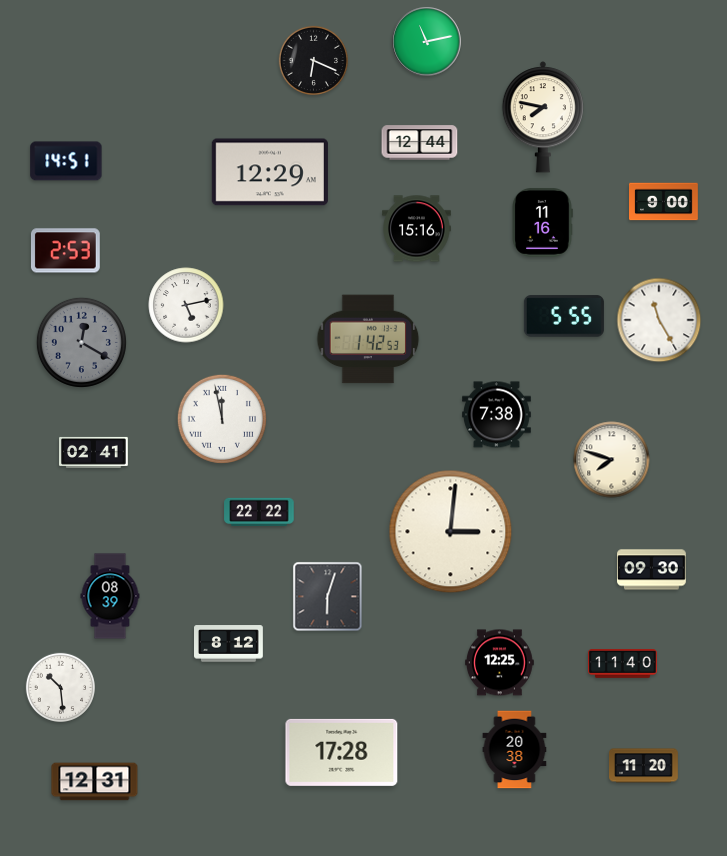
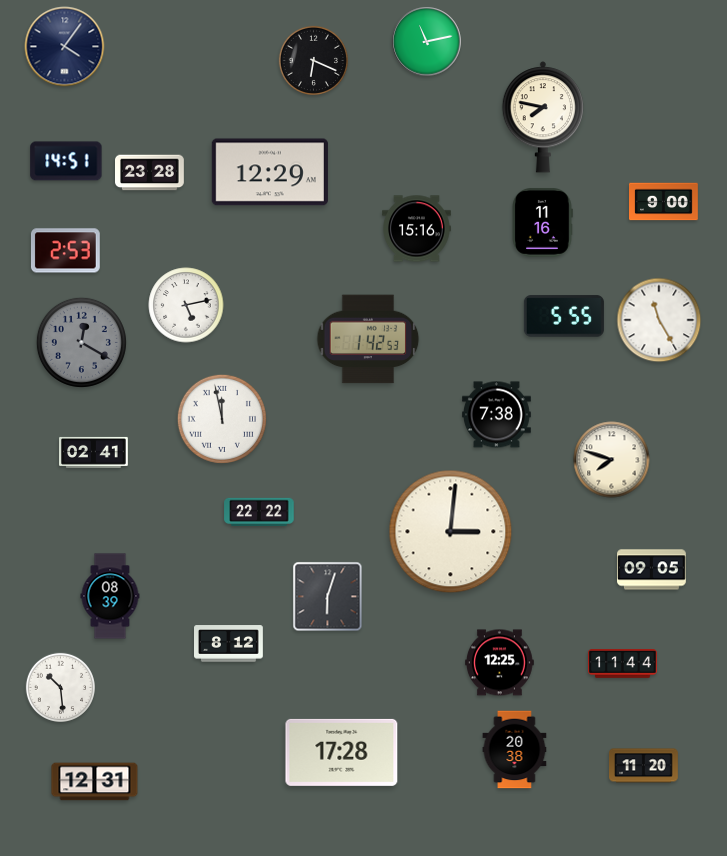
clock at (65, 47): none -> 4:06
clock at (420, 143): 12:44 -> none
clock at (150, 173): none -> 23:28
clock at (652, 570): 09:30 -> 09:05
clock at (623, 664): 11:40 -> 11:44
